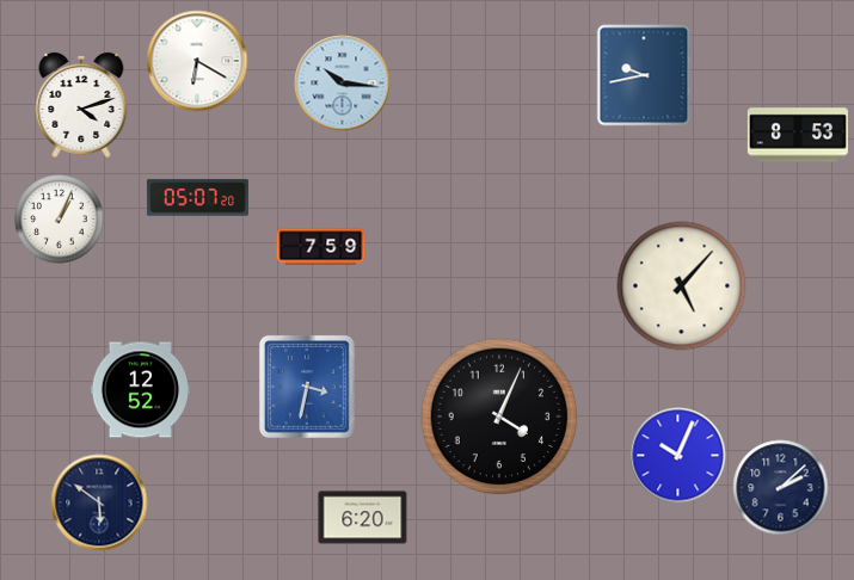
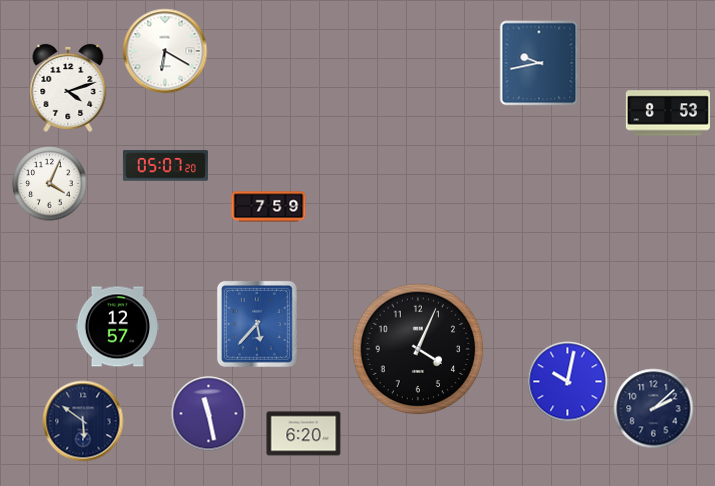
clock at (343, 84): 10:16 -> none
clock at (60, 220): 1:04 -> 4:04
clock at (682, 286): 5:07 -> none
clock at (307, 387): 3:32 -> 5:37
clock at (140, 390): 12:52 -> 12:57
clock at (678, 456): 10:04 -> 10:02
clock at (209, 414): none -> 11:28
